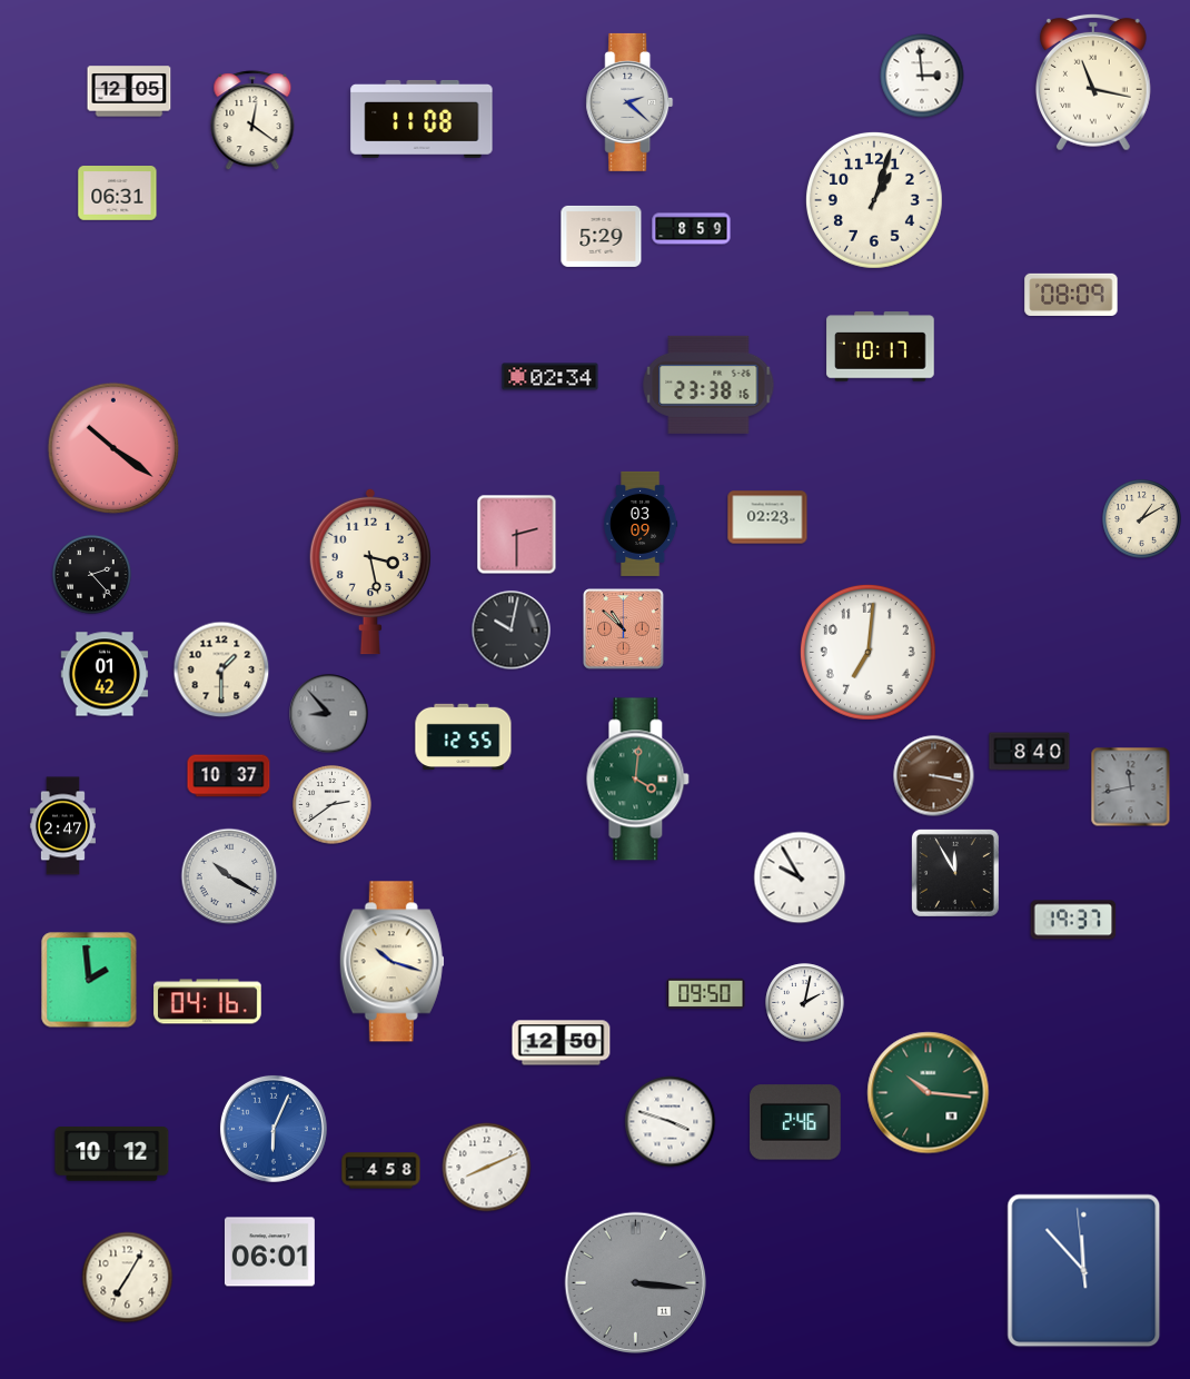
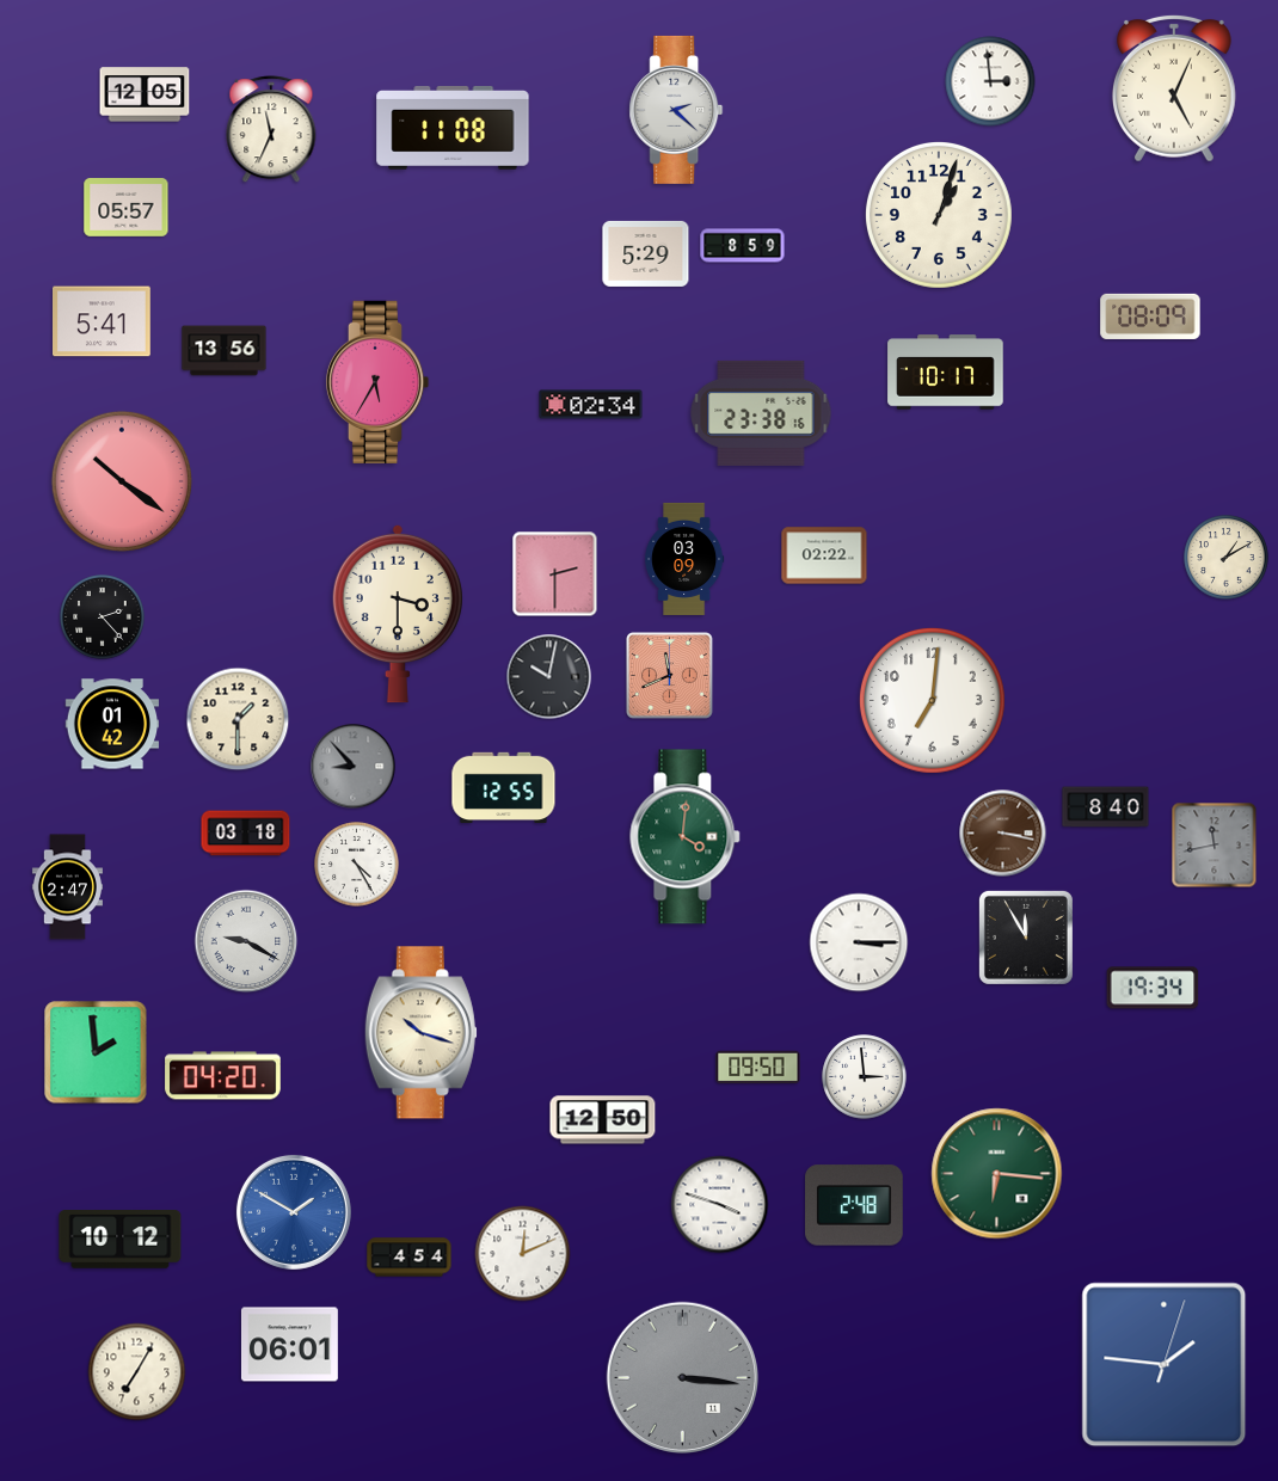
clock at (1093, 82): 11:17 -> 5:04
clock at (129, 91) position: (129, 91) -> (145, 94)
clock at (252, 121): 12:21 -> 11:34
clock at (118, 194): 06:31 -> 05:57
clock at (102, 321): none -> 5:41
clock at (225, 351): none -> 13:56
clock at (377, 381): none -> 5:35
clock at (767, 517): 02:23 -> 02:22
clock at (641, 524) position: (641, 524) -> (684, 559)
clock at (370, 572): 3:28 -> 3:30
clock at (92, 575) position: (92, 575) -> (103, 617)
clock at (624, 629): 10:52 -> 11:41
clock at (464, 737) position: (464, 737) -> (504, 788)
clock at (229, 776): 10:37 -> 03:18
clock at (333, 805): 2:39 -> 4:25
clock at (229, 876): 10:20 -> 9:20
clock at (800, 877): 9:55 -> 3:15
clock at (1073, 920): 19:37 -> 19:34
clock at (208, 1002): 04:16 -> 04:20
clock at (805, 1003): 2:02 -> 2:59
clock at (929, 1093): 10:16 -> 6:16
clock at (796, 1122): 2:46 -> 2:48
clock at (274, 1129): 6:04 -> 1:50
clock at (487, 1168): 8:11 -> 12:11
clock at (381, 1171): 4:58 -> 4:54
clock at (1084, 1271): 11:52 -> 1:46
